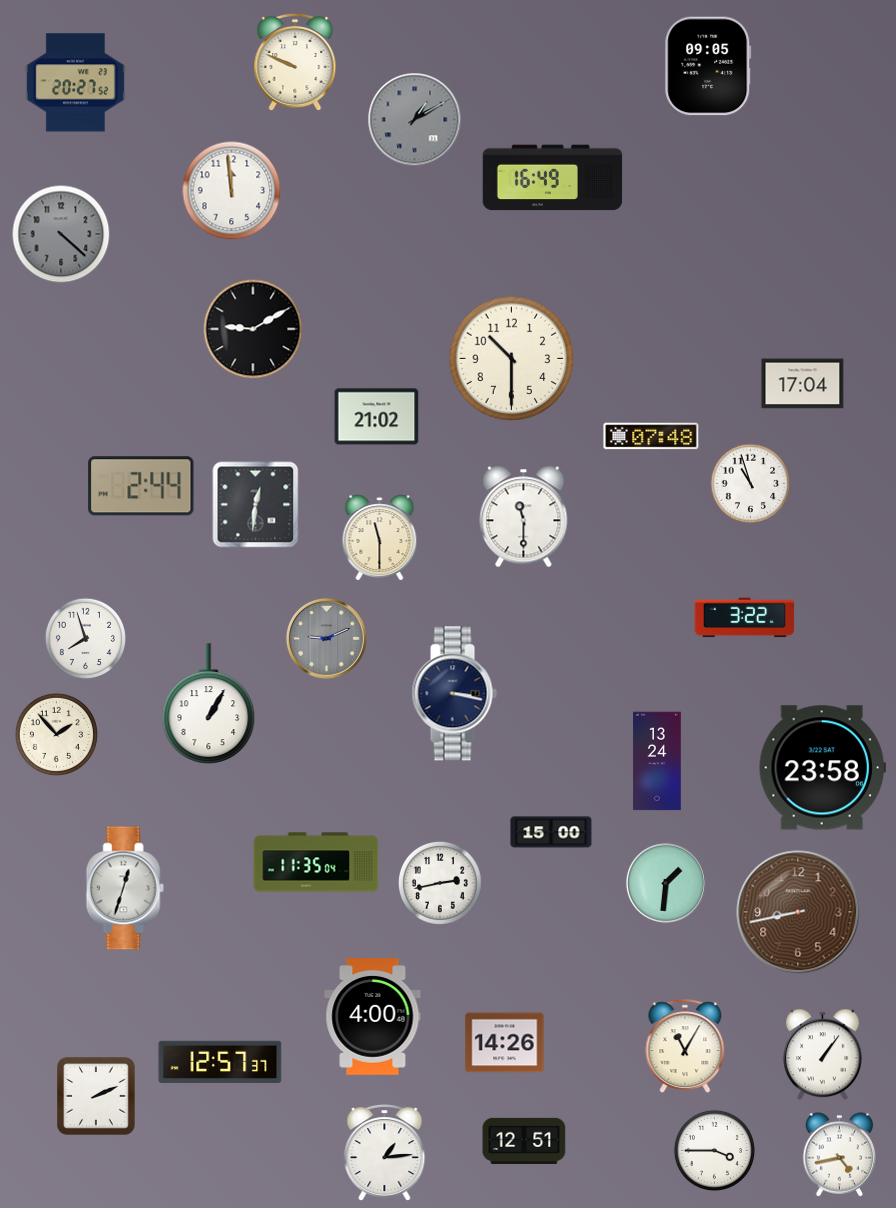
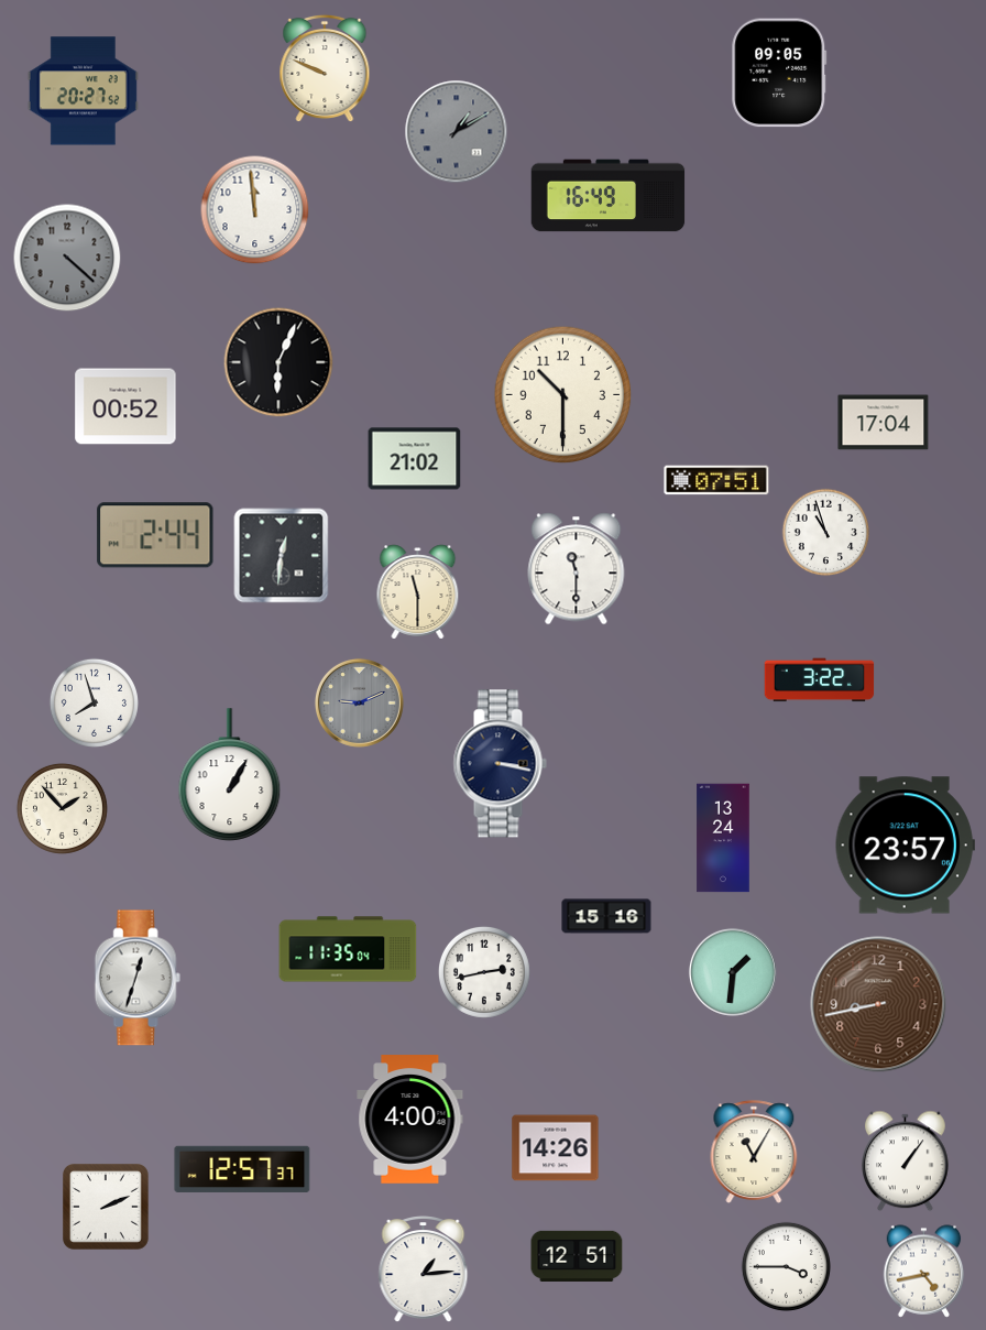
clock at (253, 329): 9:10 -> 6:04
clock at (125, 406): none -> 00:52
clock at (651, 436): 07:48 -> 07:51
clock at (822, 768): 23:58 -> 23:57
clock at (551, 832): 15:00 -> 15:16
